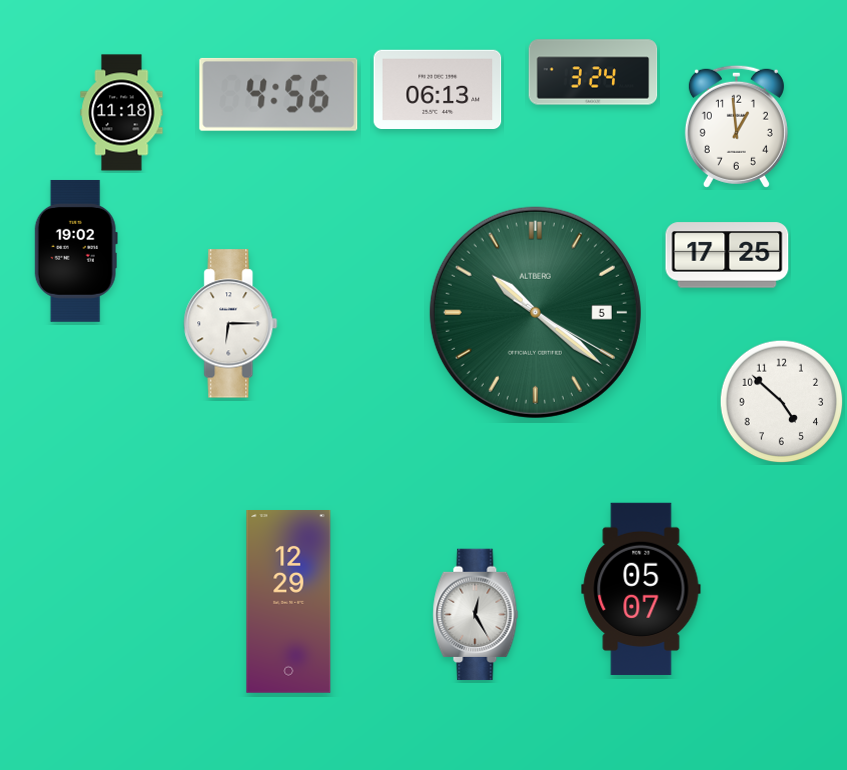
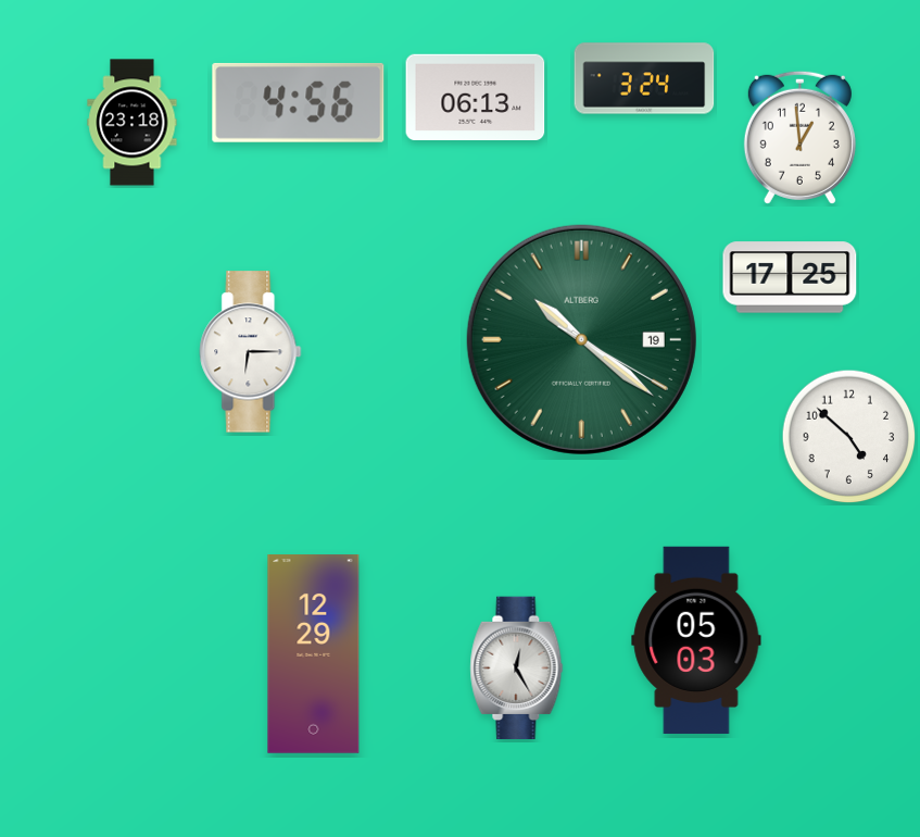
clock at (279, 94) position: (279, 94) -> (299, 102)
clock at (122, 113): 11:18 -> 23:18
clock at (76, 251): 19:02 -> none
clock at (535, 312) date: 5 -> 19
clock at (641, 589): 05:07 -> 05:03
